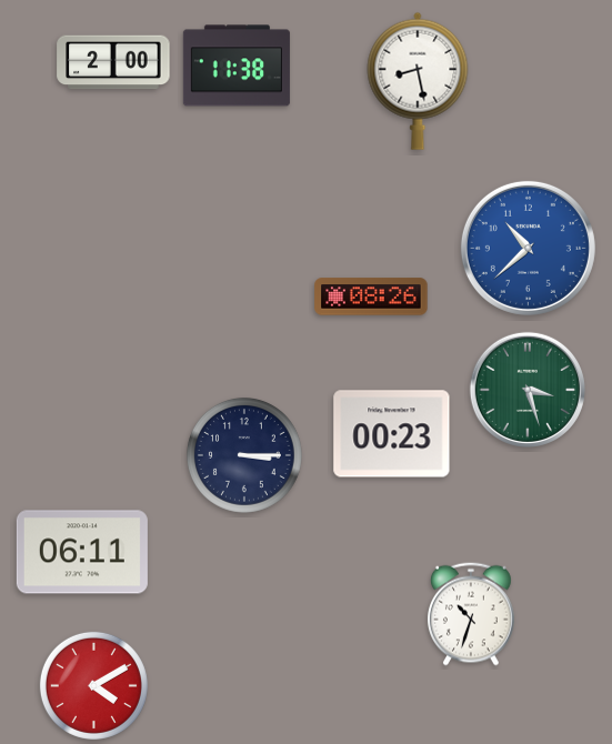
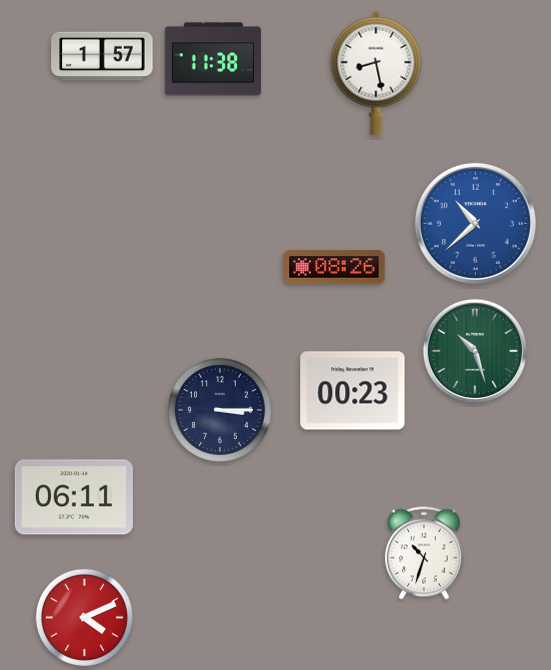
clock at (113, 62): 2:00 -> 1:57
clock at (528, 390): 3:27 -> 10:27
clock at (93, 685): 4:10 -> 4:11
